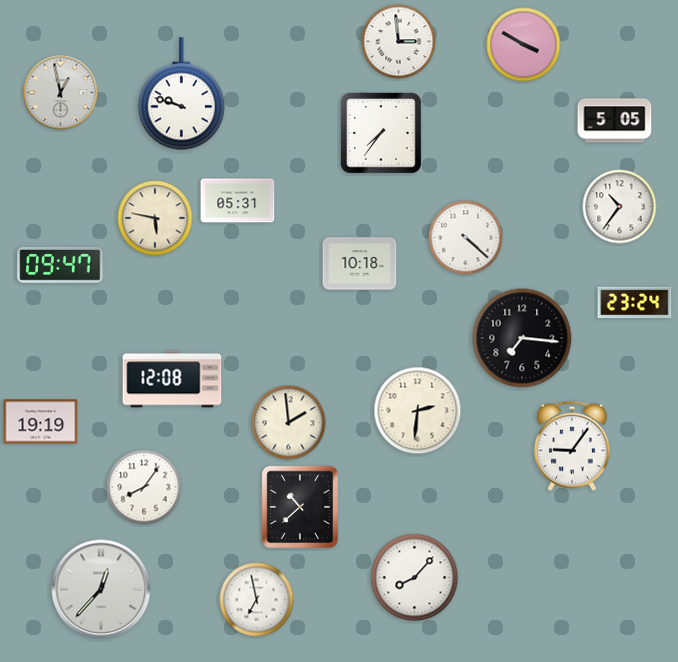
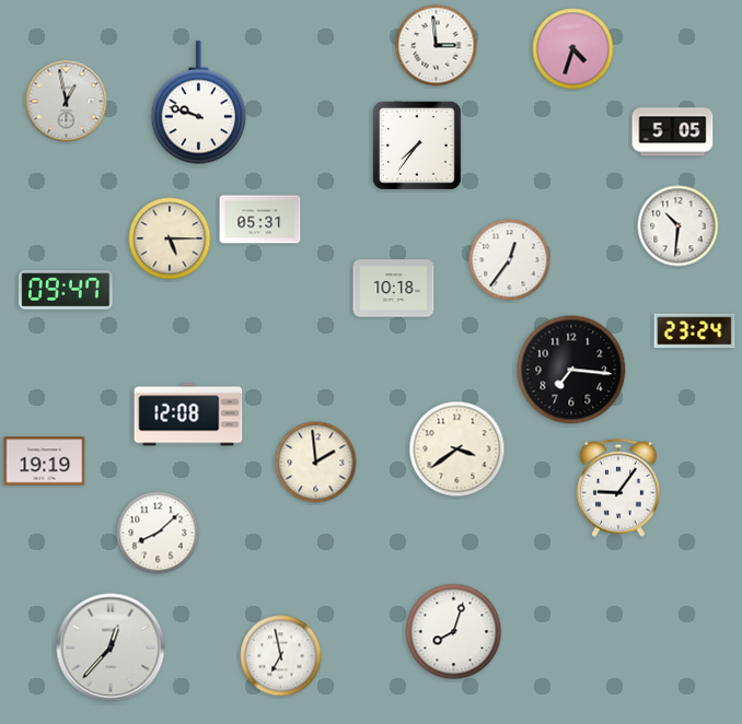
clock at (524, 45): 3:50 -> 4:33
clock at (620, 207): 10:36 -> 10:31
clock at (155, 218): 5:47 -> 5:15
clock at (466, 238): 4:22 -> 12:36
clock at (418, 411): 2:31 -> 3:39
clock at (572, 446) position: (572, 446) -> (618, 488)
clock at (144, 487): 8:06 -> 8:08
clock at (300, 507): 10:38 -> none
clock at (415, 578): 8:07 -> 8:03
clock at (101, 589) position: (101, 589) -> (111, 647)
